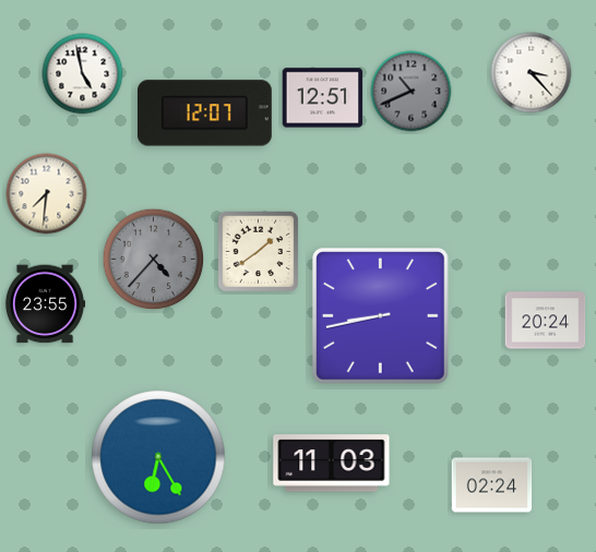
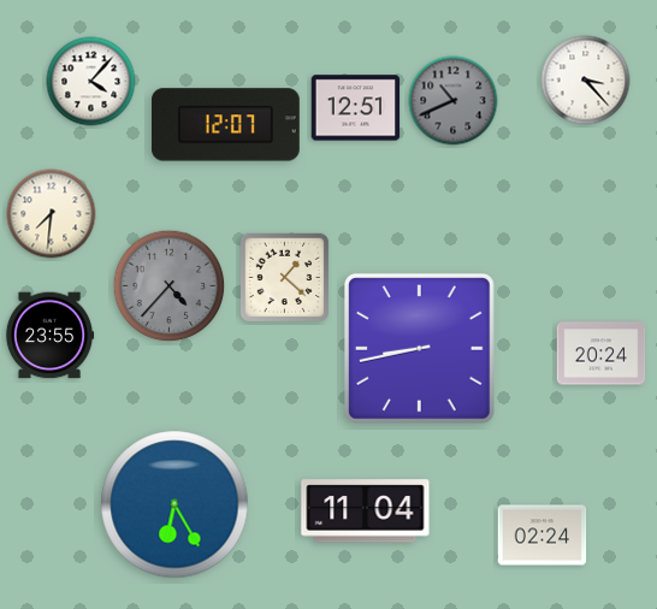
clock at (83, 74): 4:58 -> 4:07
clock at (258, 251): 1:39 -> 1:22
clock at (332, 464): 11:03 -> 11:04
